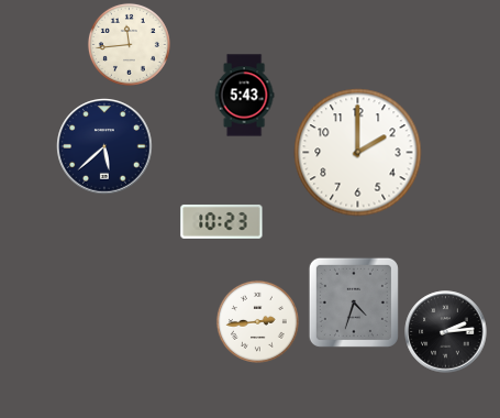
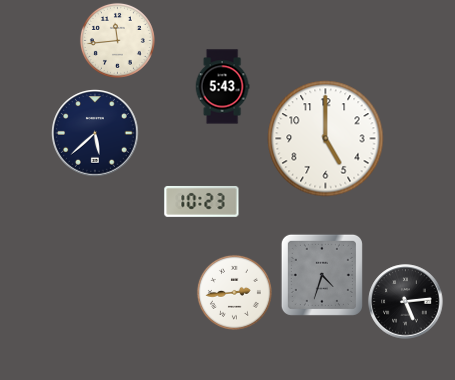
clock at (358, 153): 2:00 -> 5:00
clock at (446, 332): 2:14 -> 5:14
